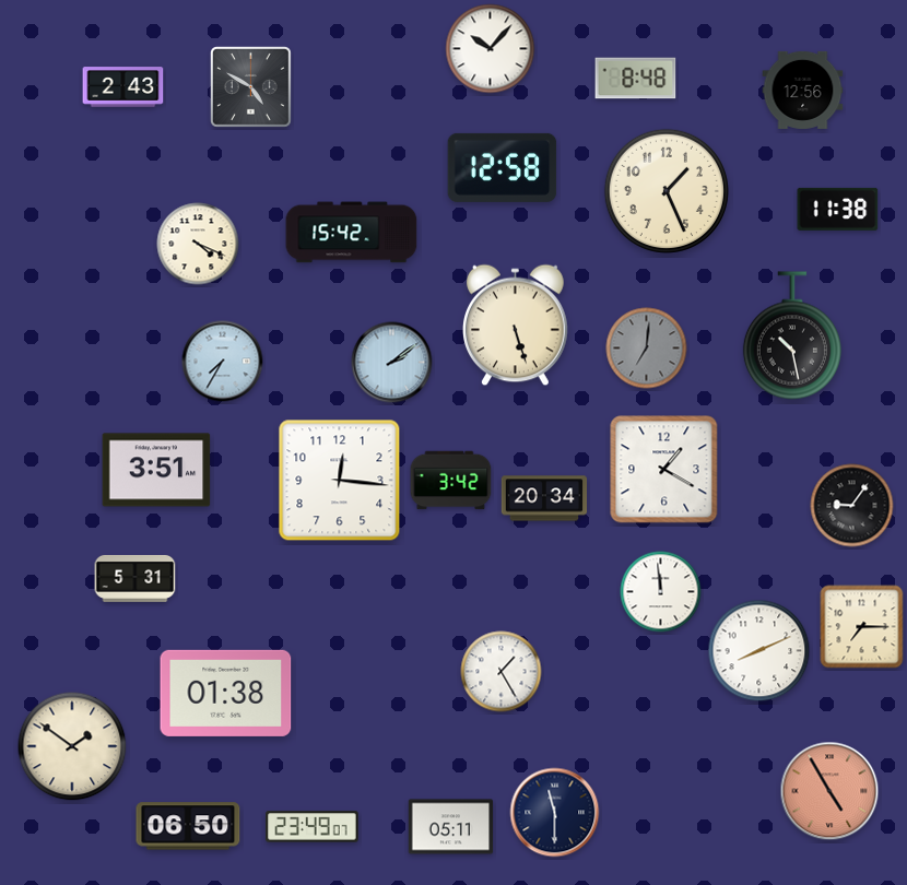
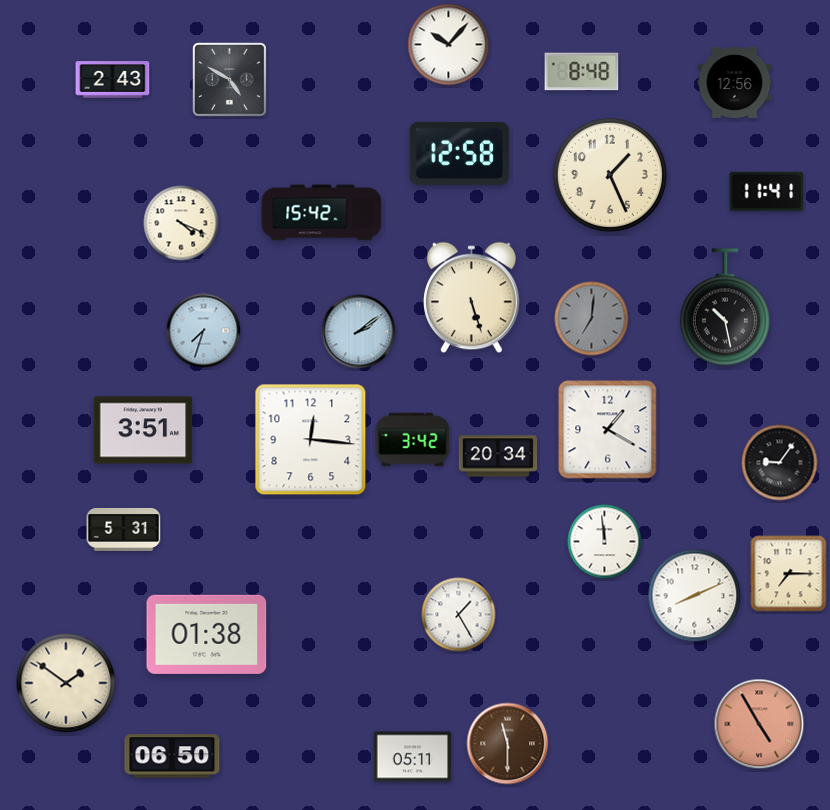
clock at (838, 209): 11:38 -> 11:41
clock at (223, 362): 7:35 -> 7:33
clock at (555, 813) dial: navy -> brown
clock at (313, 827): 23:49 -> none
